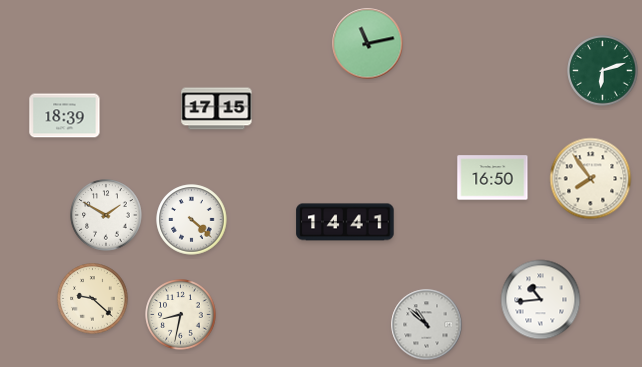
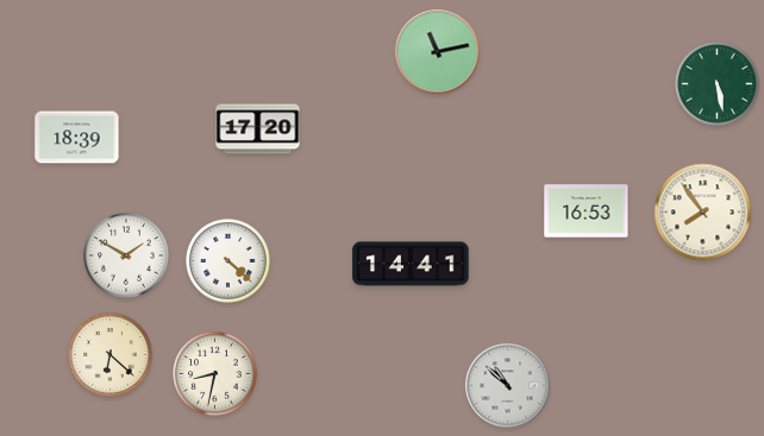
clock at (603, 71): 6:12 -> 5:28
clock at (217, 109): 17:15 -> 17:20
clock at (493, 178): 16:50 -> 16:53
clock at (93, 299): 9:22 -> 6:22
clock at (541, 300): 10:44 -> none
